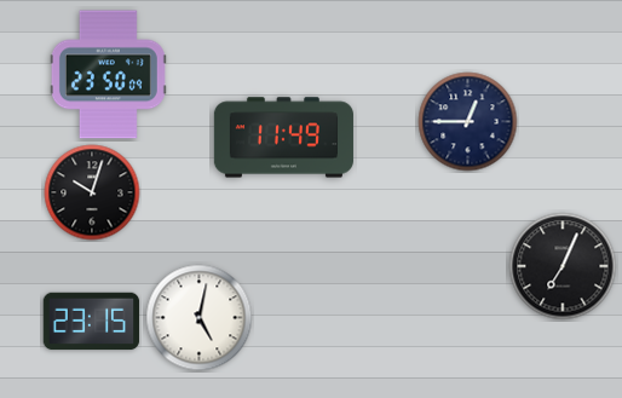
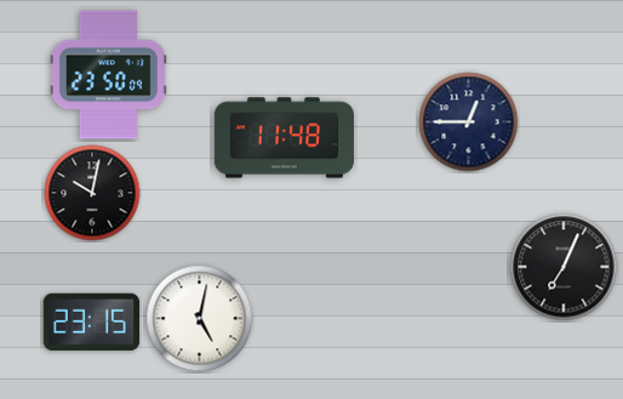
clock at (283, 138): 11:49 -> 11:48
clock at (92, 192): 10:03 -> 10:02
